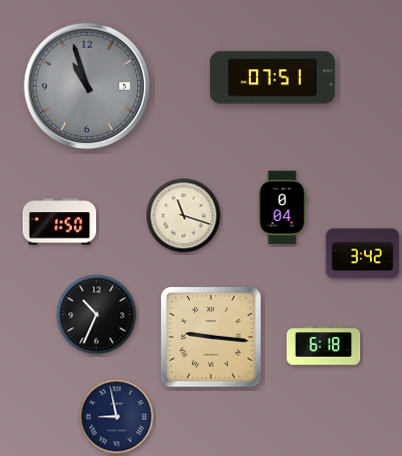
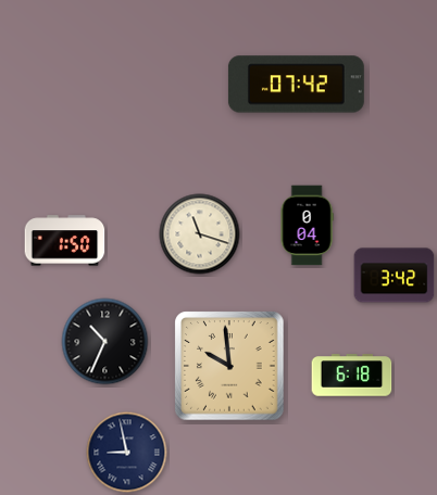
clock at (272, 78): 07:51 -> 07:42
clock at (87, 86): 10:57 -> none
clock at (211, 337): 9:16 -> 9:59
